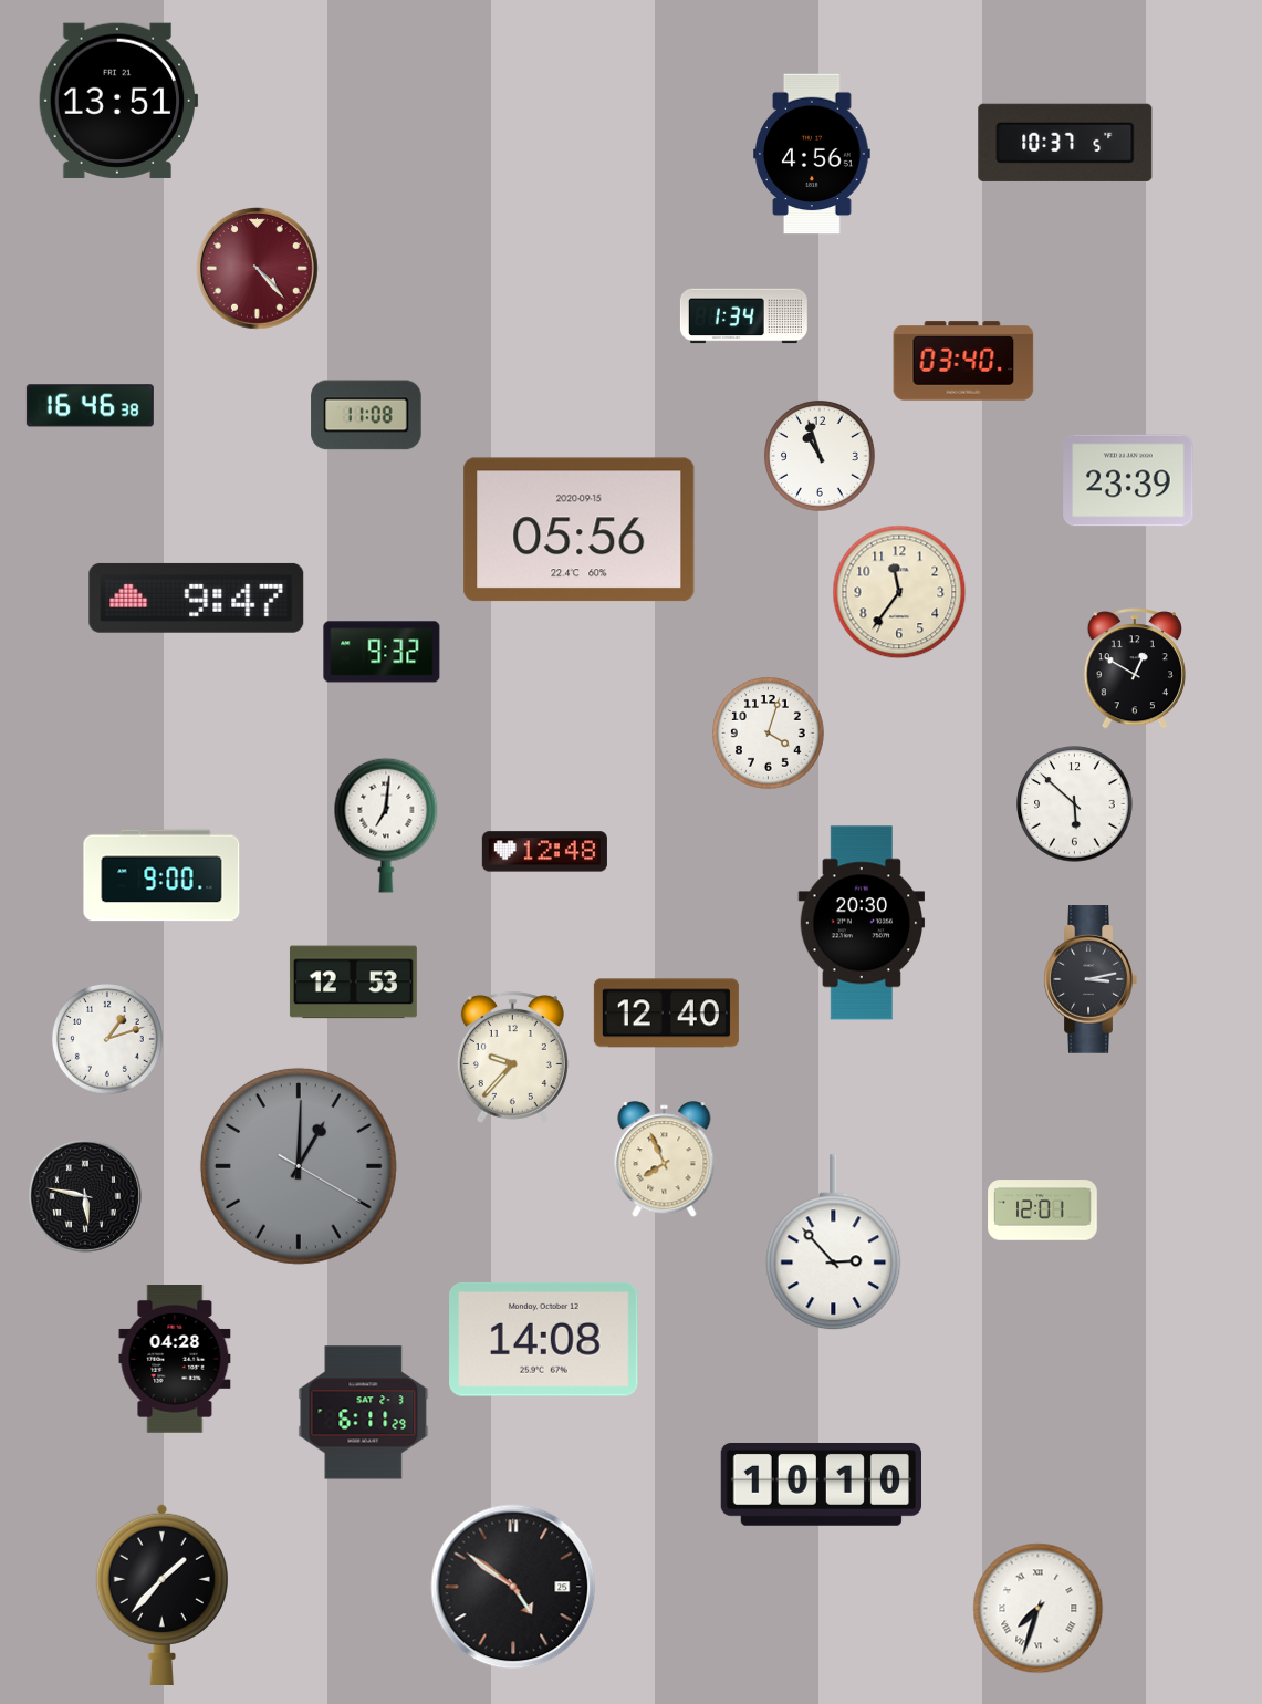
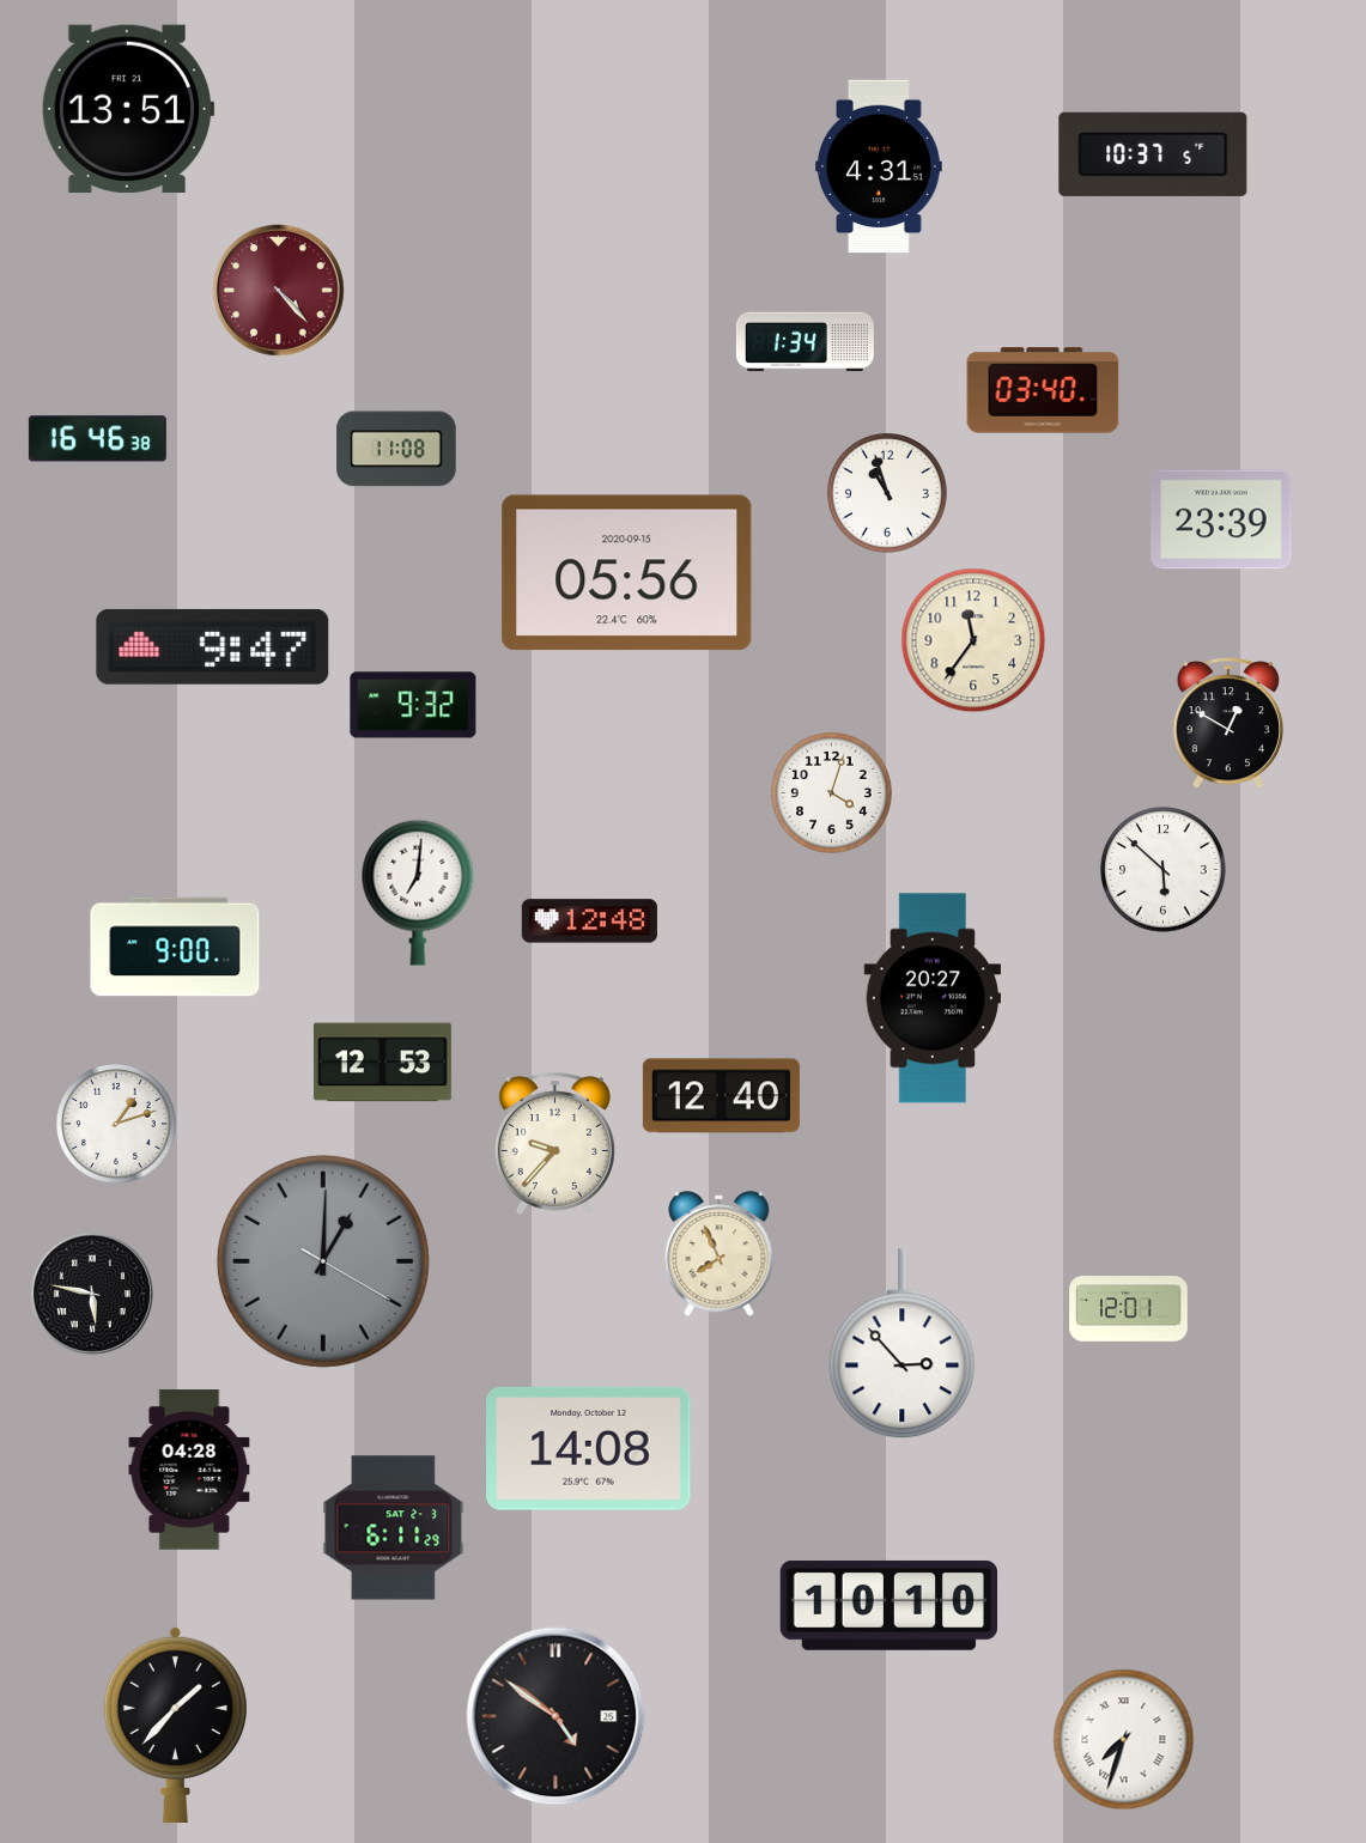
clock at (813, 154): 4:56 -> 4:31
clock at (862, 923): 20:30 -> 20:27
clock at (1091, 980): 3:13 -> none
